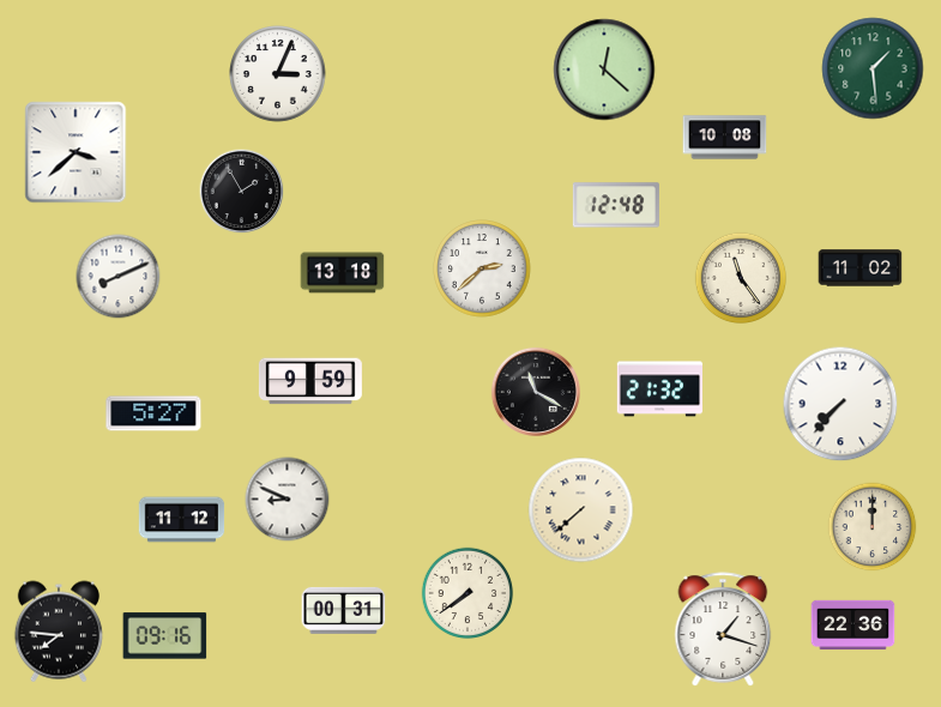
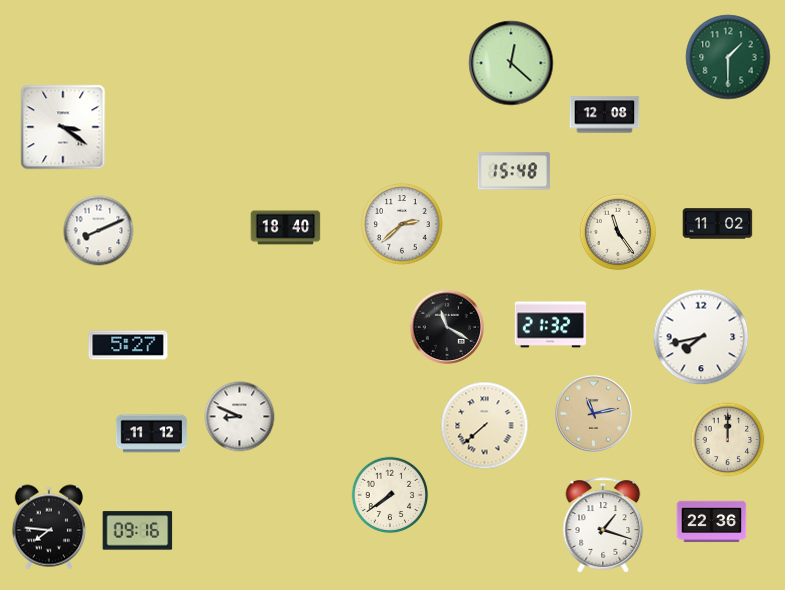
clock at (873, 68): 1:29 -> 1:30
clock at (604, 70) position: (604, 70) -> (511, 63)
clock at (278, 74): 3:04 -> none
clock at (725, 138): 10:08 -> 12:08
clock at (76, 152): 3:38 -> 3:21
clock at (242, 192): 1:55 -> none
clock at (616, 205): 12:48 -> 15:48
clock at (343, 273): 13:18 -> 18:40
clock at (310, 381): 9:59 -> none
clock at (840, 404): 7:37 -> 7:43
clock at (593, 414): none -> 11:13
clock at (344, 610): 00:31 -> none
